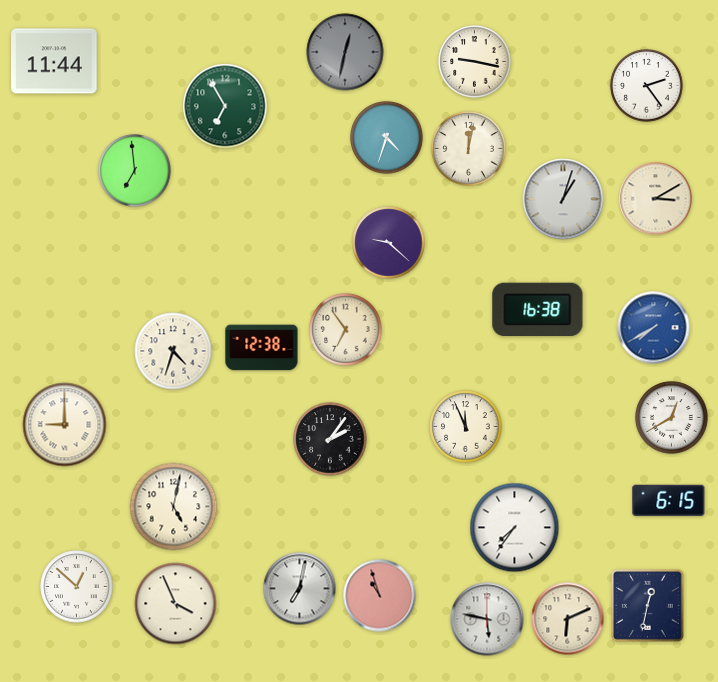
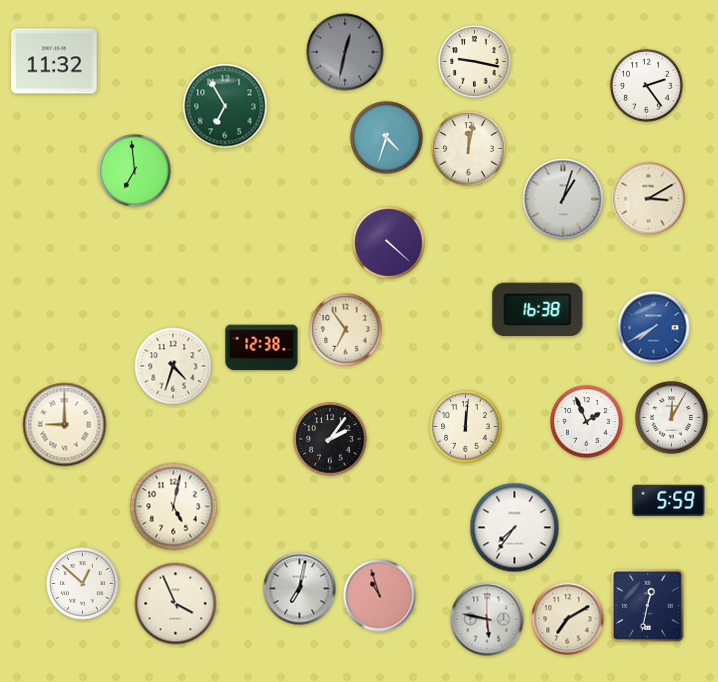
clock at (54, 61): 11:44 -> 11:32
clock at (656, 199) position: (656, 199) -> (649, 199)
clock at (389, 243): 9:22 -> 4:22
clock at (173, 351) position: (173, 351) -> (173, 366)
clock at (672, 418): 12:40 -> 12:05
clock at (587, 422): none -> 1:56
clock at (466, 427): 11:56 -> 12:01
clock at (669, 500): 6:15 -> 5:59
clock at (77, 587) position: (77, 587) -> (83, 584)
clock at (568, 619): 6:11 -> 7:10
